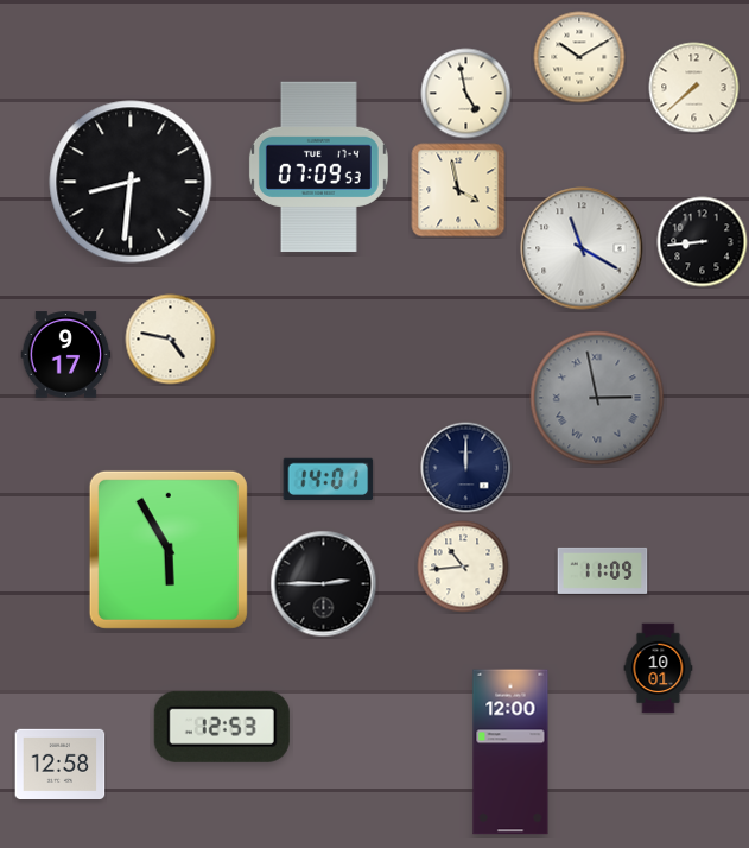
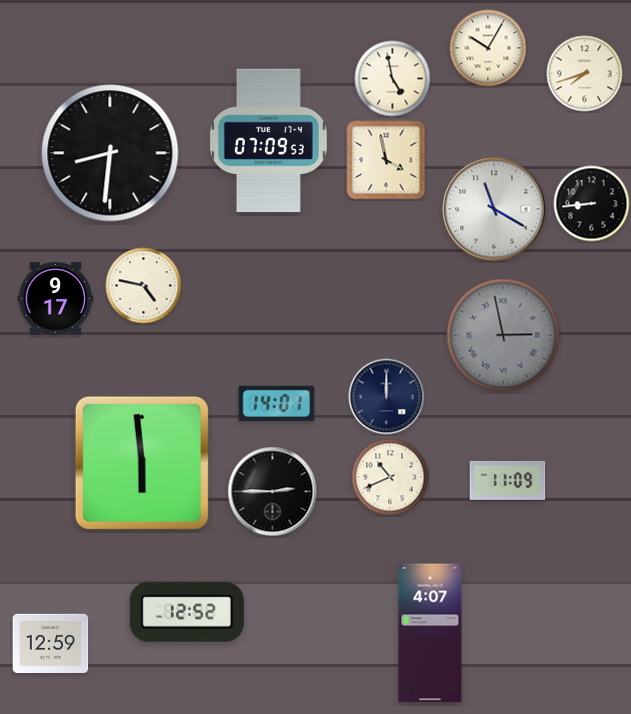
clock at (579, 57): 10:10 -> 10:05
clock at (694, 88): 7:38 -> 7:42
clock at (582, 248) position: (582, 248) -> (494, 209)
clock at (466, 468) position: (466, 468) -> (387, 397)
clock at (169, 550): 5:55 -> 5:59
clock at (463, 567): 10:44 -> 10:41
clock at (659, 669): 10:01 -> none
clock at (222, 727): 12:53 -> 12:52
clock at (510, 752): 12:00 -> 4:07
clock at (61, 764): 12:58 -> 12:59
